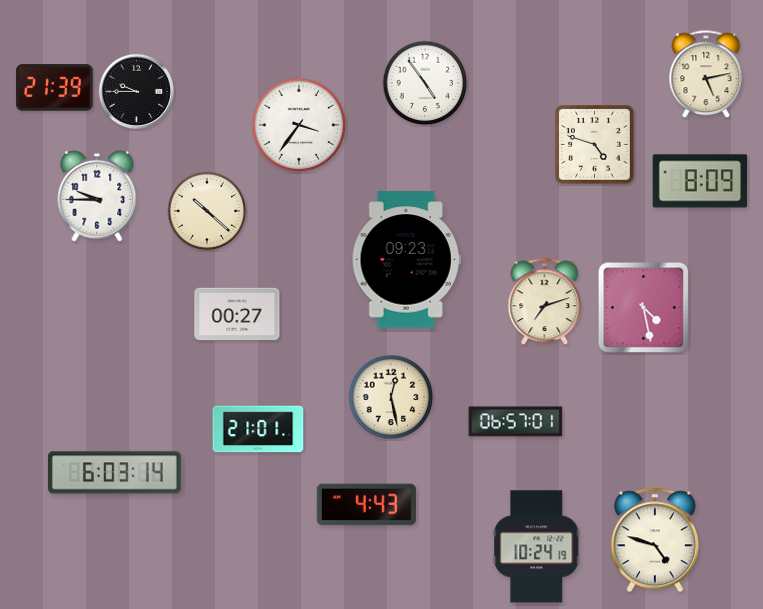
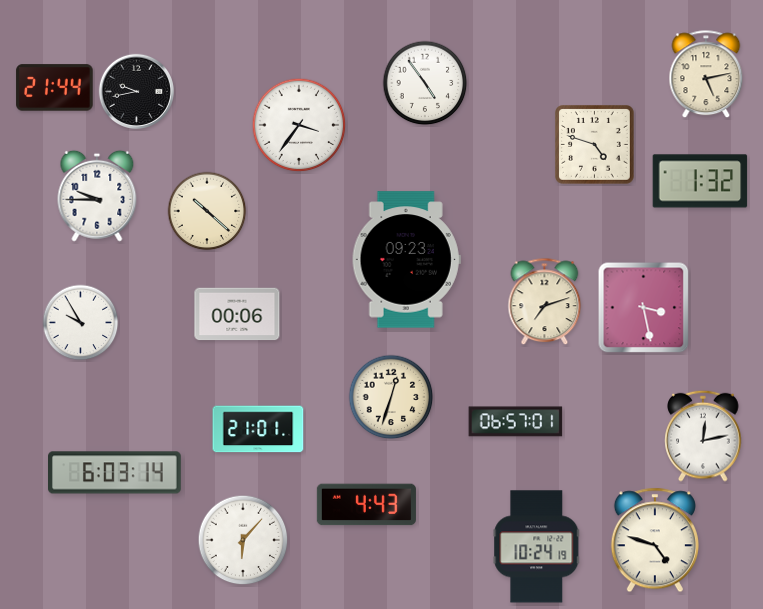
clock at (55, 88): 21:39 -> 21:44
clock at (136, 91): 9:45 -> 9:43
clock at (700, 181): 8:09 -> 1:32
clock at (644, 308): 4:28 -> 3:28
clock at (237, 314): 00:27 -> 00:06
clock at (81, 323): none -> 9:55
clock at (391, 397): 12:28 -> 12:33
clock at (703, 436): none -> 12:13
clock at (243, 540): none -> 6:07
